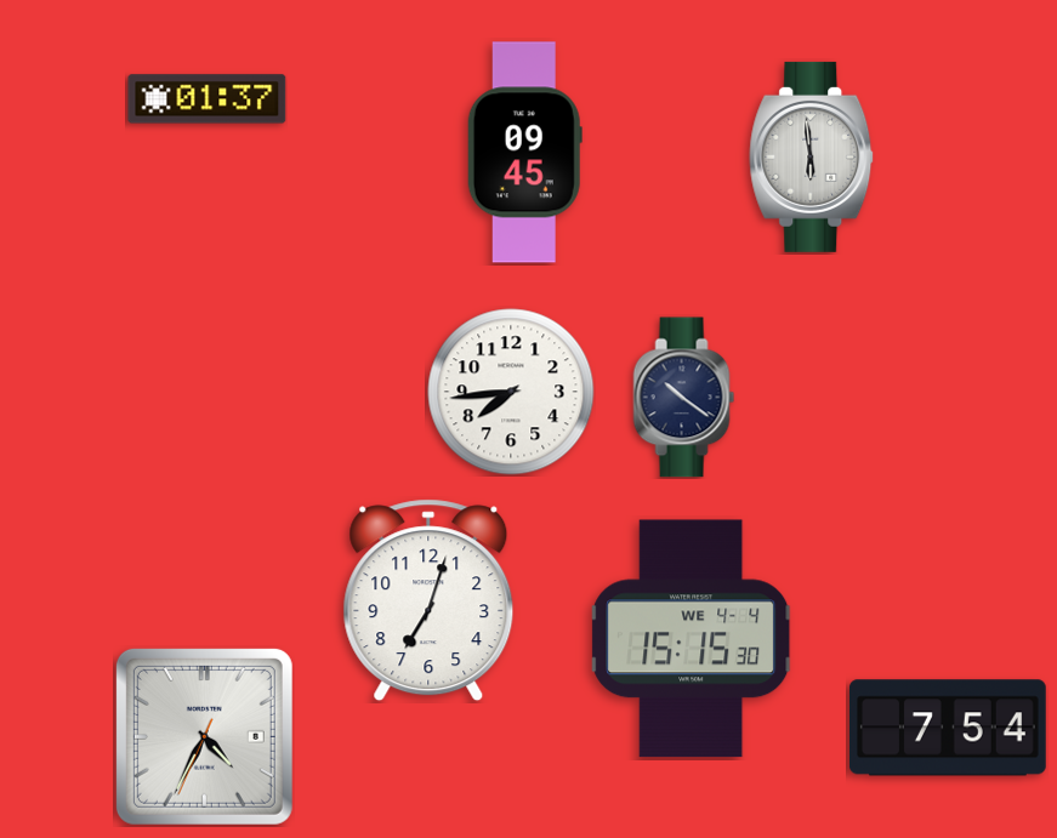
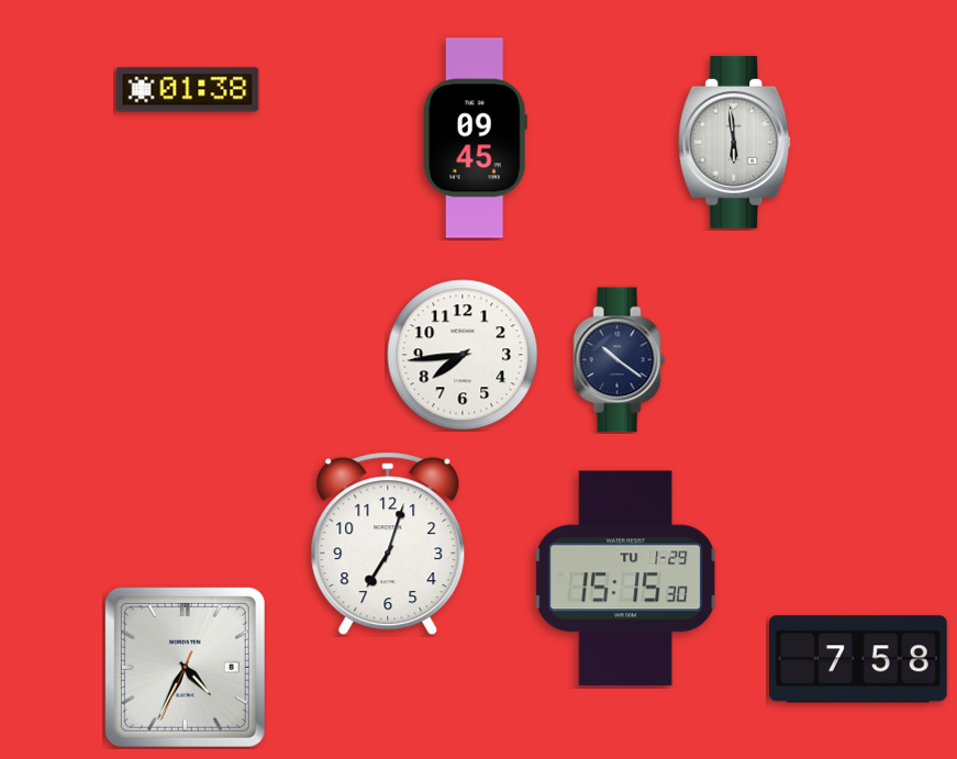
clock at (208, 99): 01:37 -> 01:38
clock at (692, 639) date: WE 4-4 -> TU 1-29
clock at (948, 728): 7:54 -> 7:58
